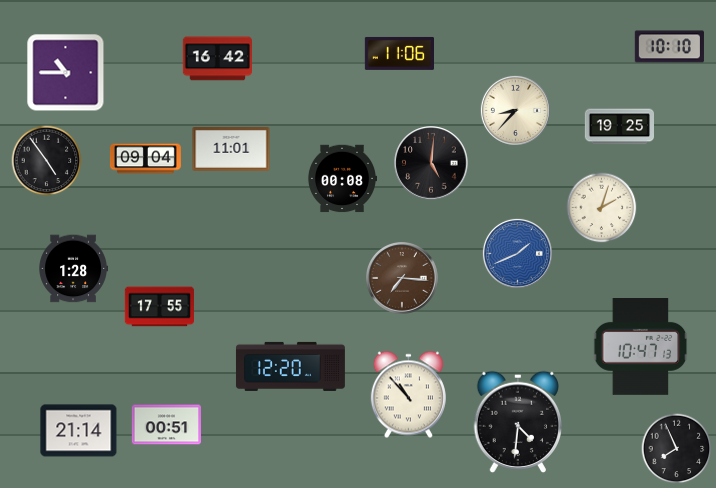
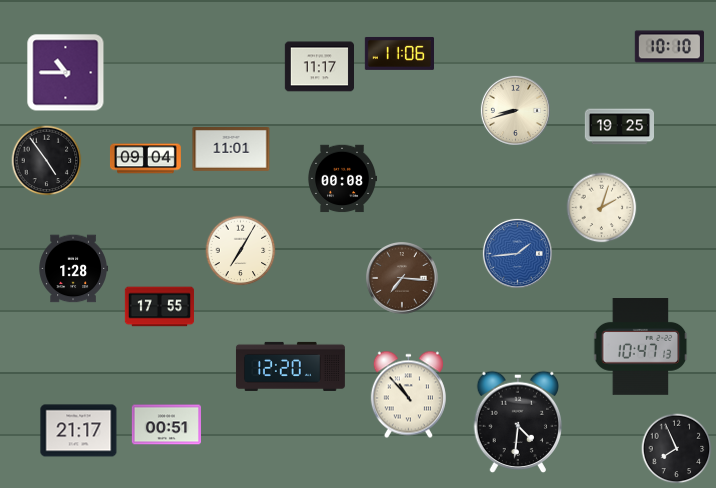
clock at (217, 59): 16:42 -> none
clock at (319, 67): none -> 11:17
clock at (515, 110): 8:37 -> 8:42
clock at (431, 163): 5:01 -> none
clock at (241, 251): none -> 7:05
clock at (517, 253): 1:41 -> 1:44
clock at (79, 431): 21:14 -> 21:17
